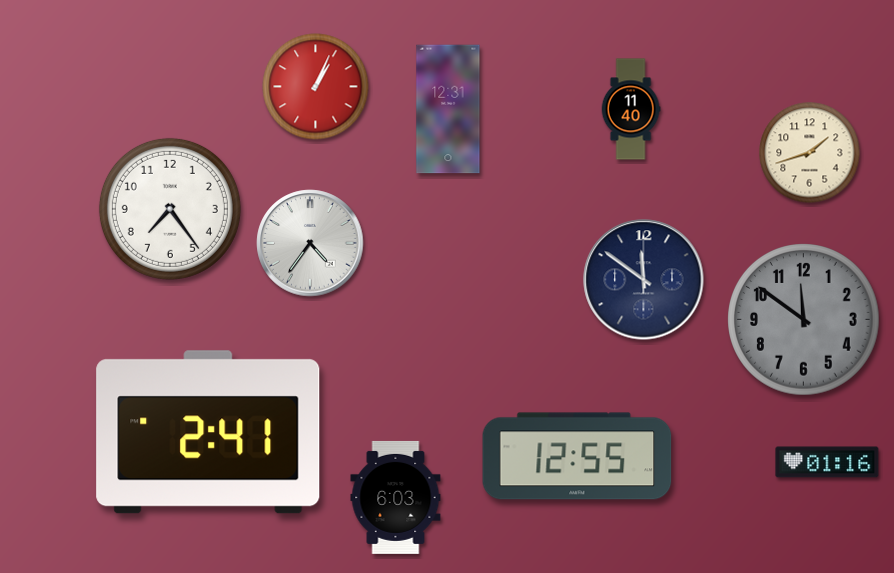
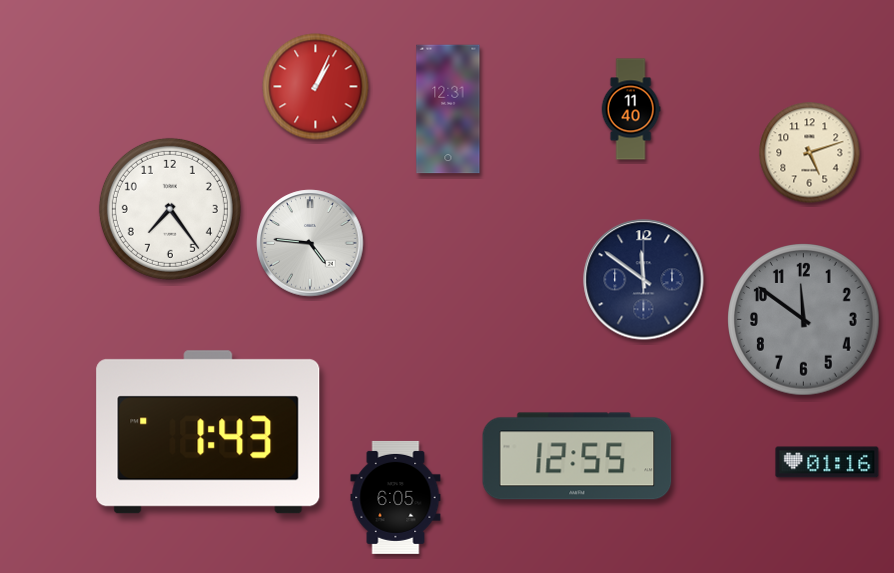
clock at (810, 153): 1:42 -> 5:12
clock at (310, 243): 4:36 -> 4:46
clock at (208, 432): 2:41 -> 1:43
clock at (396, 497): 6:03 -> 6:05
